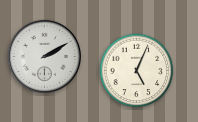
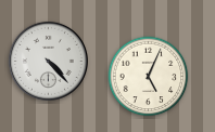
clock at (44, 56): 2:10 -> 4:23
